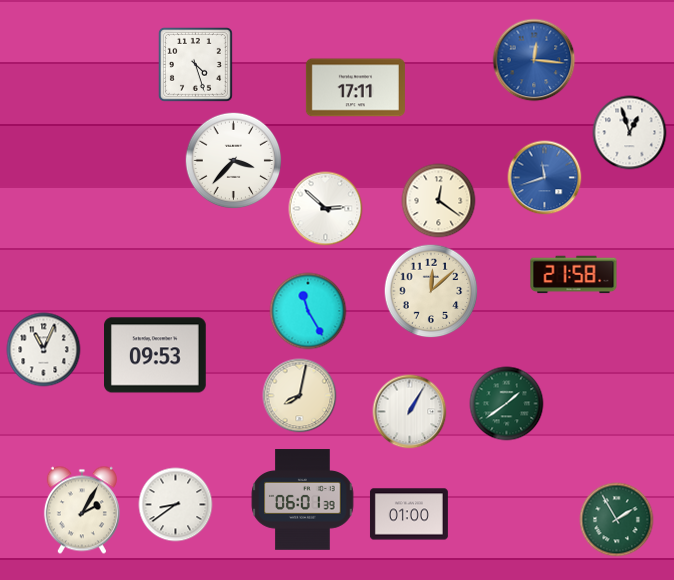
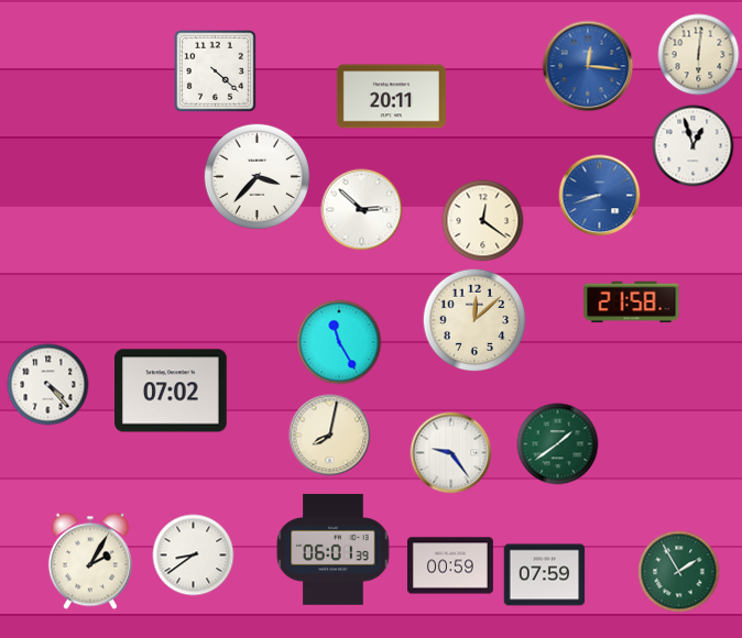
clock at (699, 55): none -> 6:01
clock at (195, 64): 4:27 -> 4:22
clock at (355, 88): 17:11 -> 20:11
clock at (545, 178): 11:42 -> 8:42
clock at (326, 209) position: (326, 209) -> (362, 210)
clock at (44, 350): 11:04 -> 4:23
clock at (156, 355): 09:53 -> 07:02
clock at (410, 412): 1:05 -> 9:24
clock at (409, 514): 01:00 -> 00:59
clock at (545, 575): none -> 07:59
